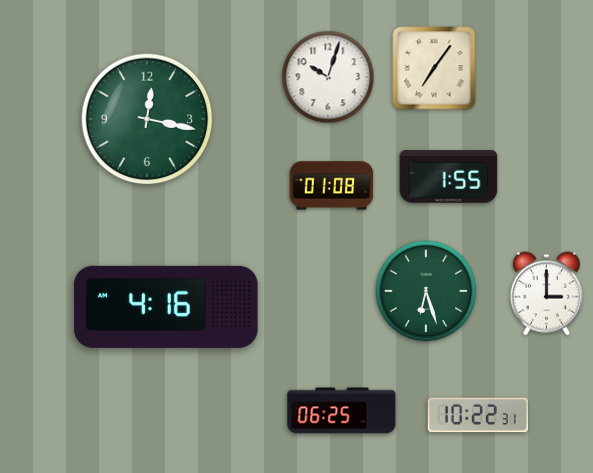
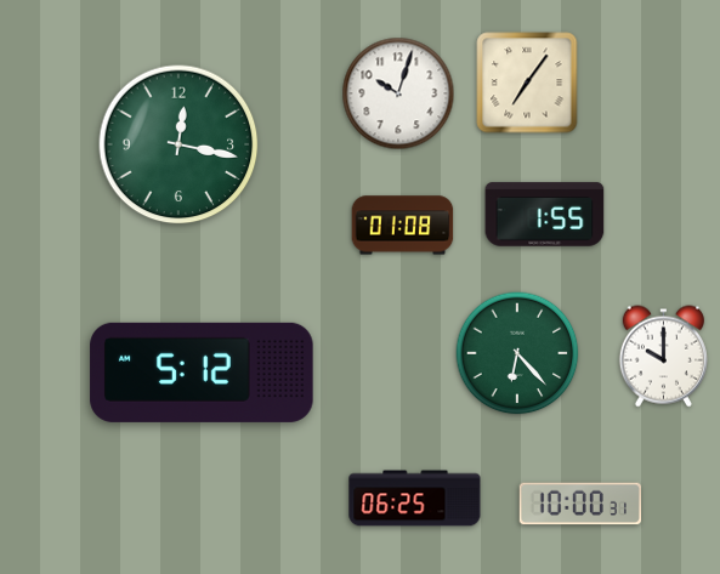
clock at (426, 291): 6:27 -> 6:23
clock at (546, 294): 3:00 -> 10:00
clock at (166, 307): 4:16 -> 5:12
clock at (477, 415): 10:22 -> 10:00
